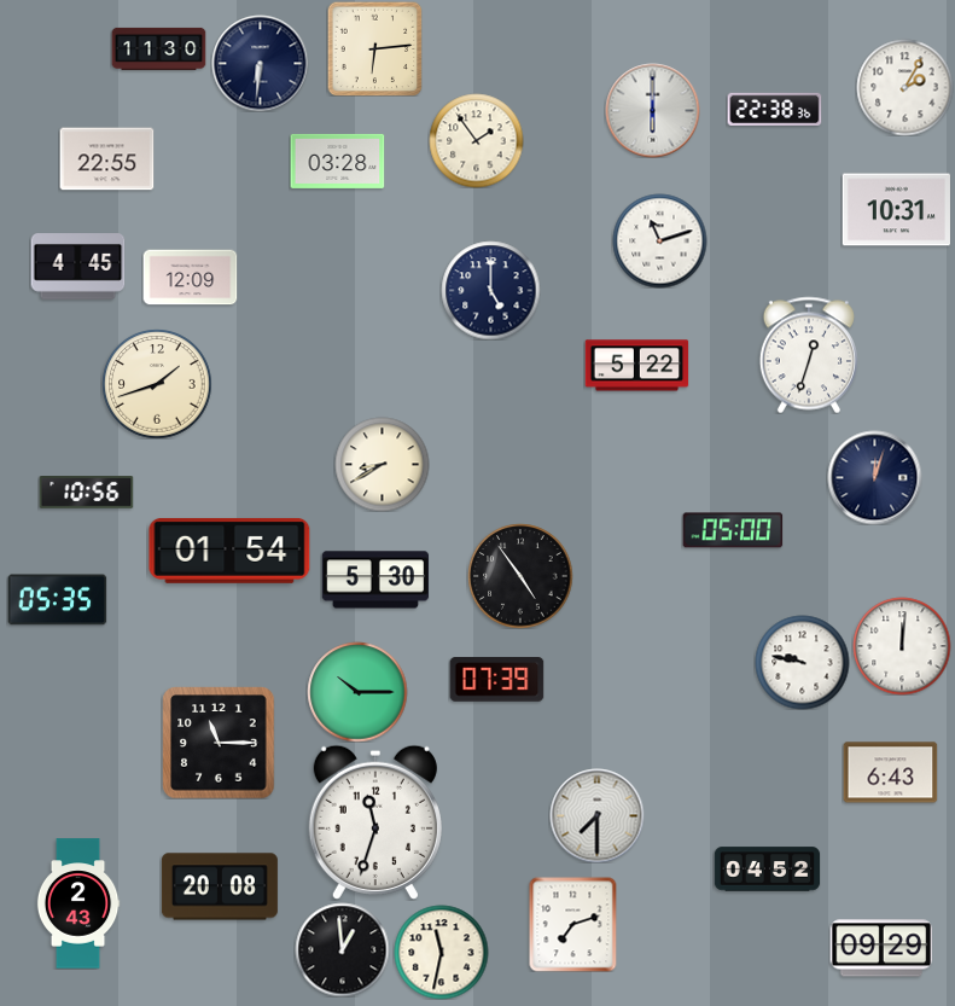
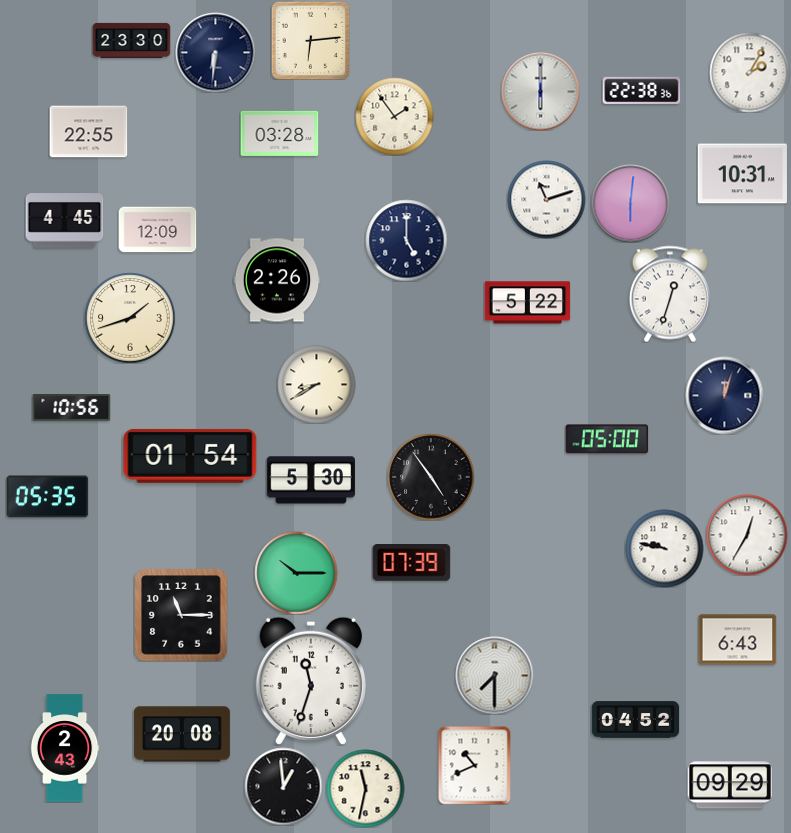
clock at (158, 48): 11:30 -> 23:30
clock at (630, 203): none -> 6:01
clock at (277, 280): none -> 2:26
clock at (902, 646): 12:01 -> 12:35
clock at (573, 924): 7:12 -> 10:41
